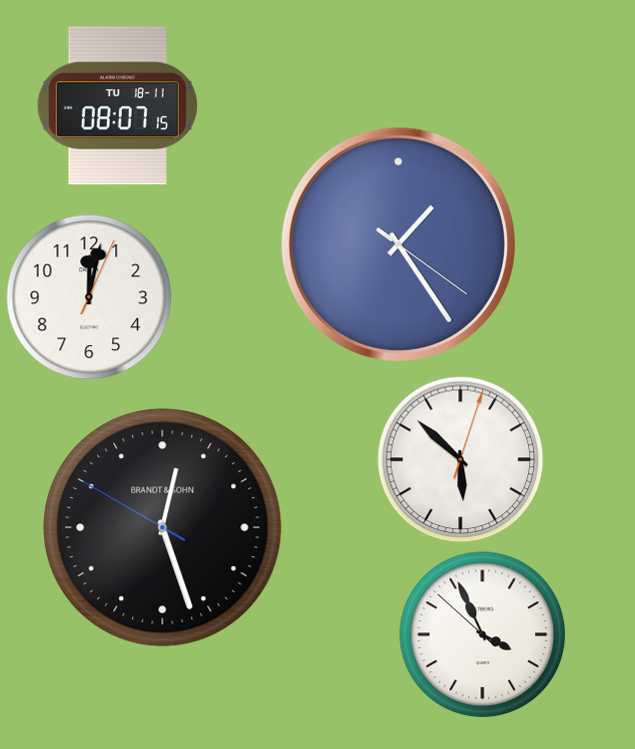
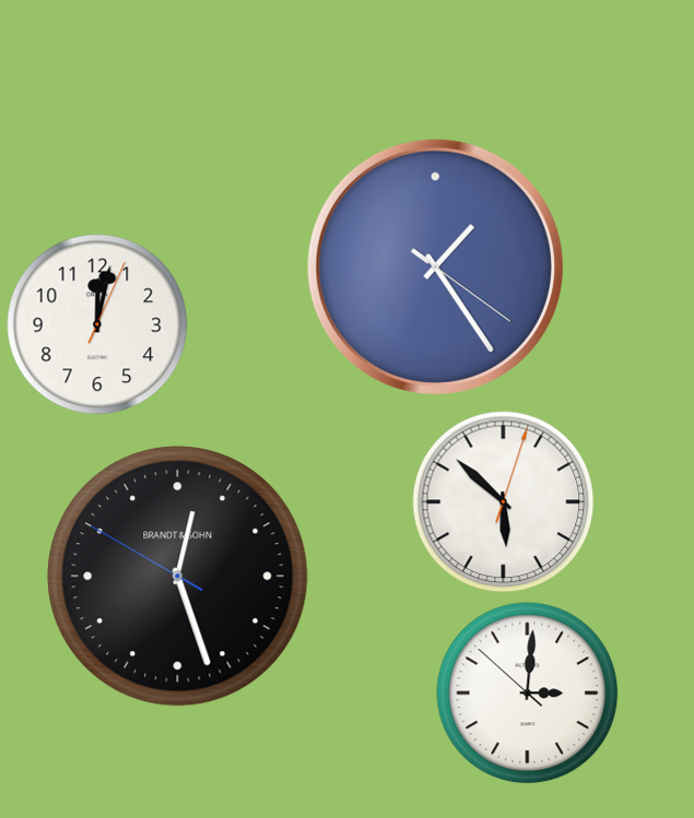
clock at (117, 106): 08:07 -> none
clock at (483, 635): 3:55 -> 3:00
